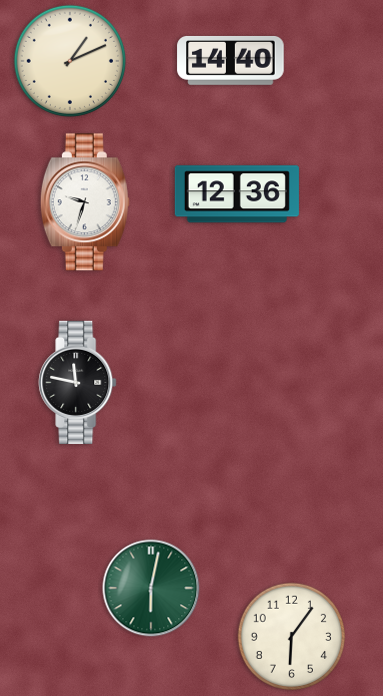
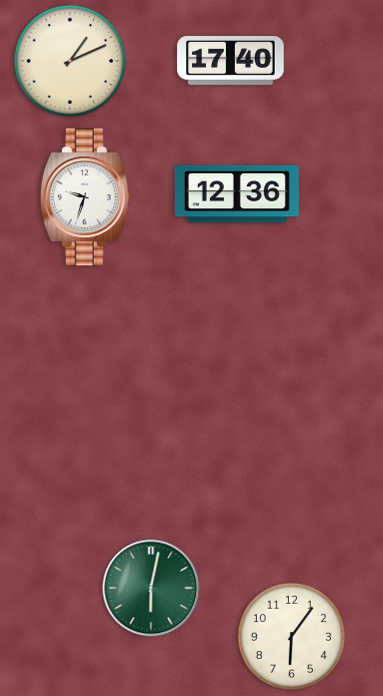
clock at (231, 60): 14:40 -> 17:40
clock at (85, 202) position: (85, 202) -> (85, 197)
clock at (78, 382): 11:47 -> none
